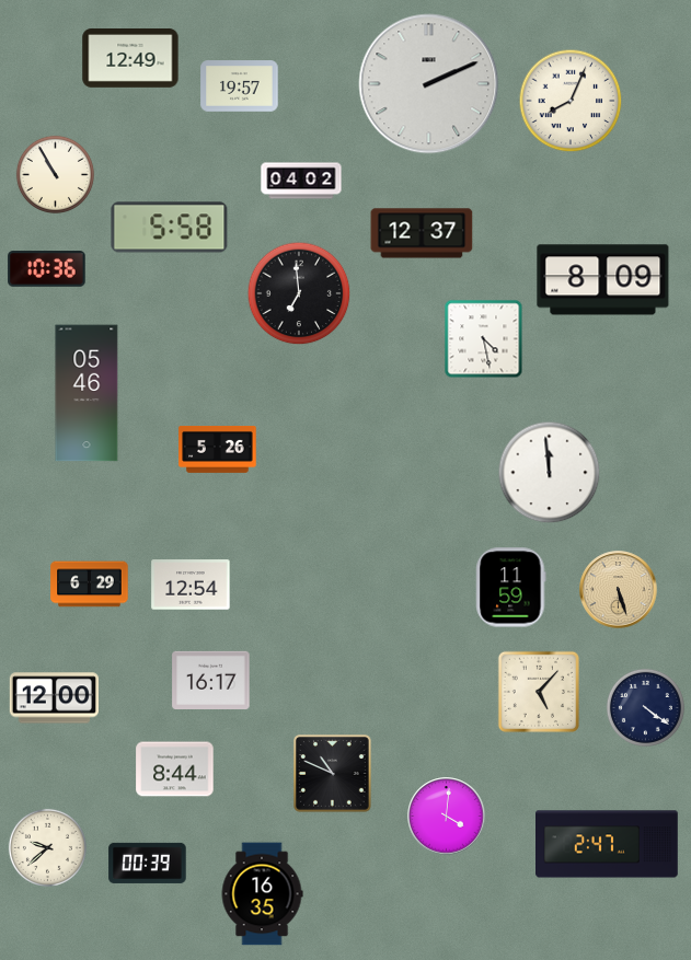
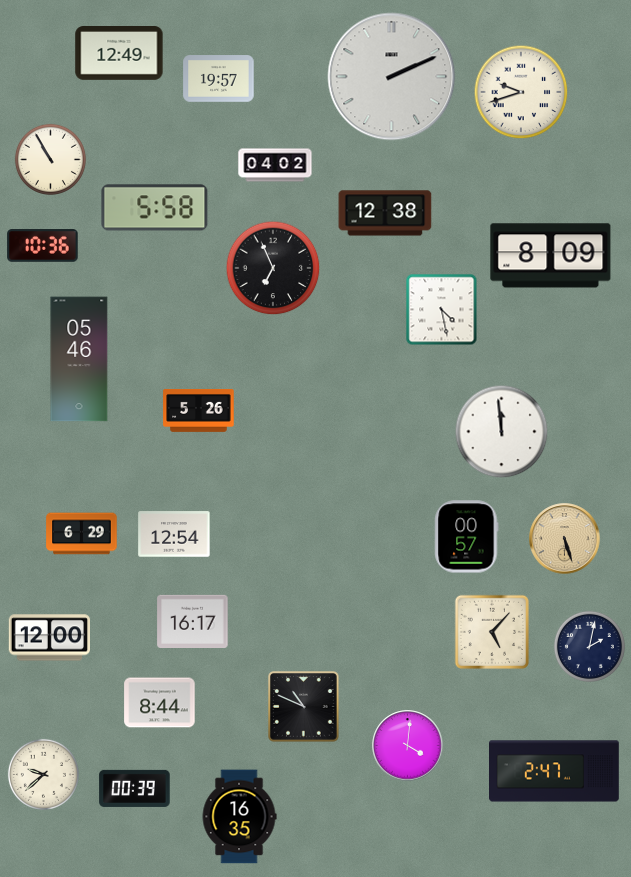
clock at (571, 101): 8:04 -> 9:42
clock at (422, 233): 12:37 -> 12:38
clock at (299, 293): 6:59 -> 6:56
clock at (511, 588): 11:59 -> 00:57
clock at (645, 707): 4:21 -> 2:02
